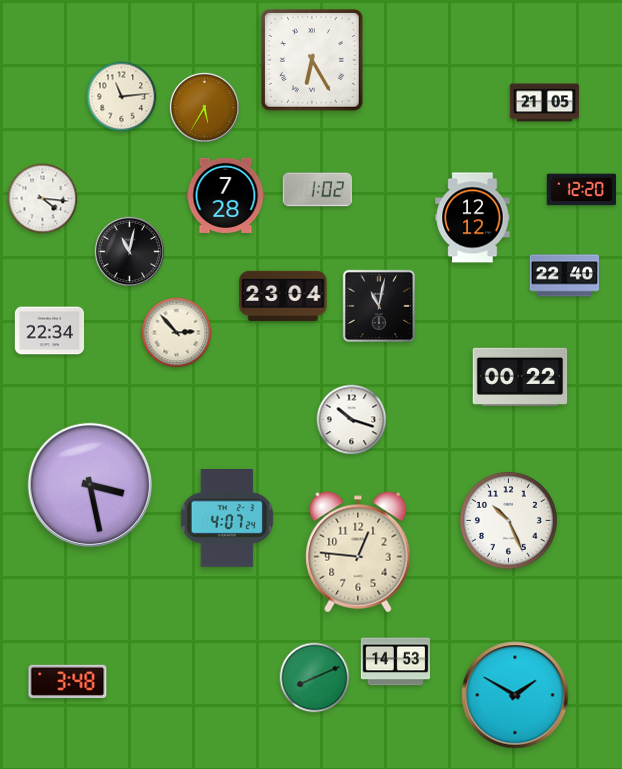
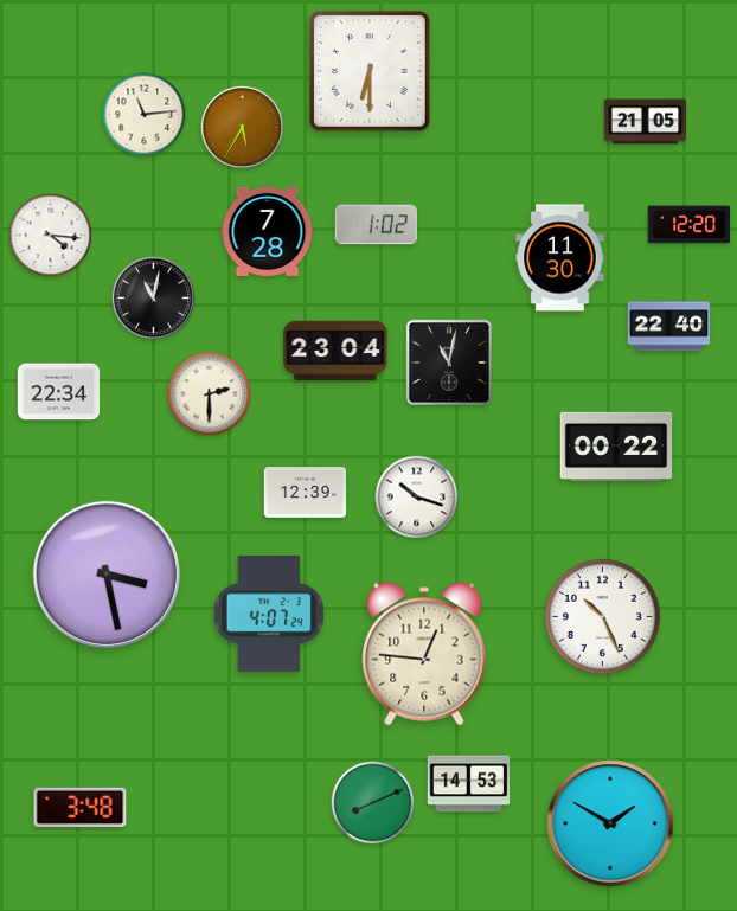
clock at (313, 61): 6:25 -> 6:30
clock at (473, 218): 12:12 -> 11:30
clock at (177, 333): 2:53 -> 2:30
clock at (306, 493): none -> 12:39
